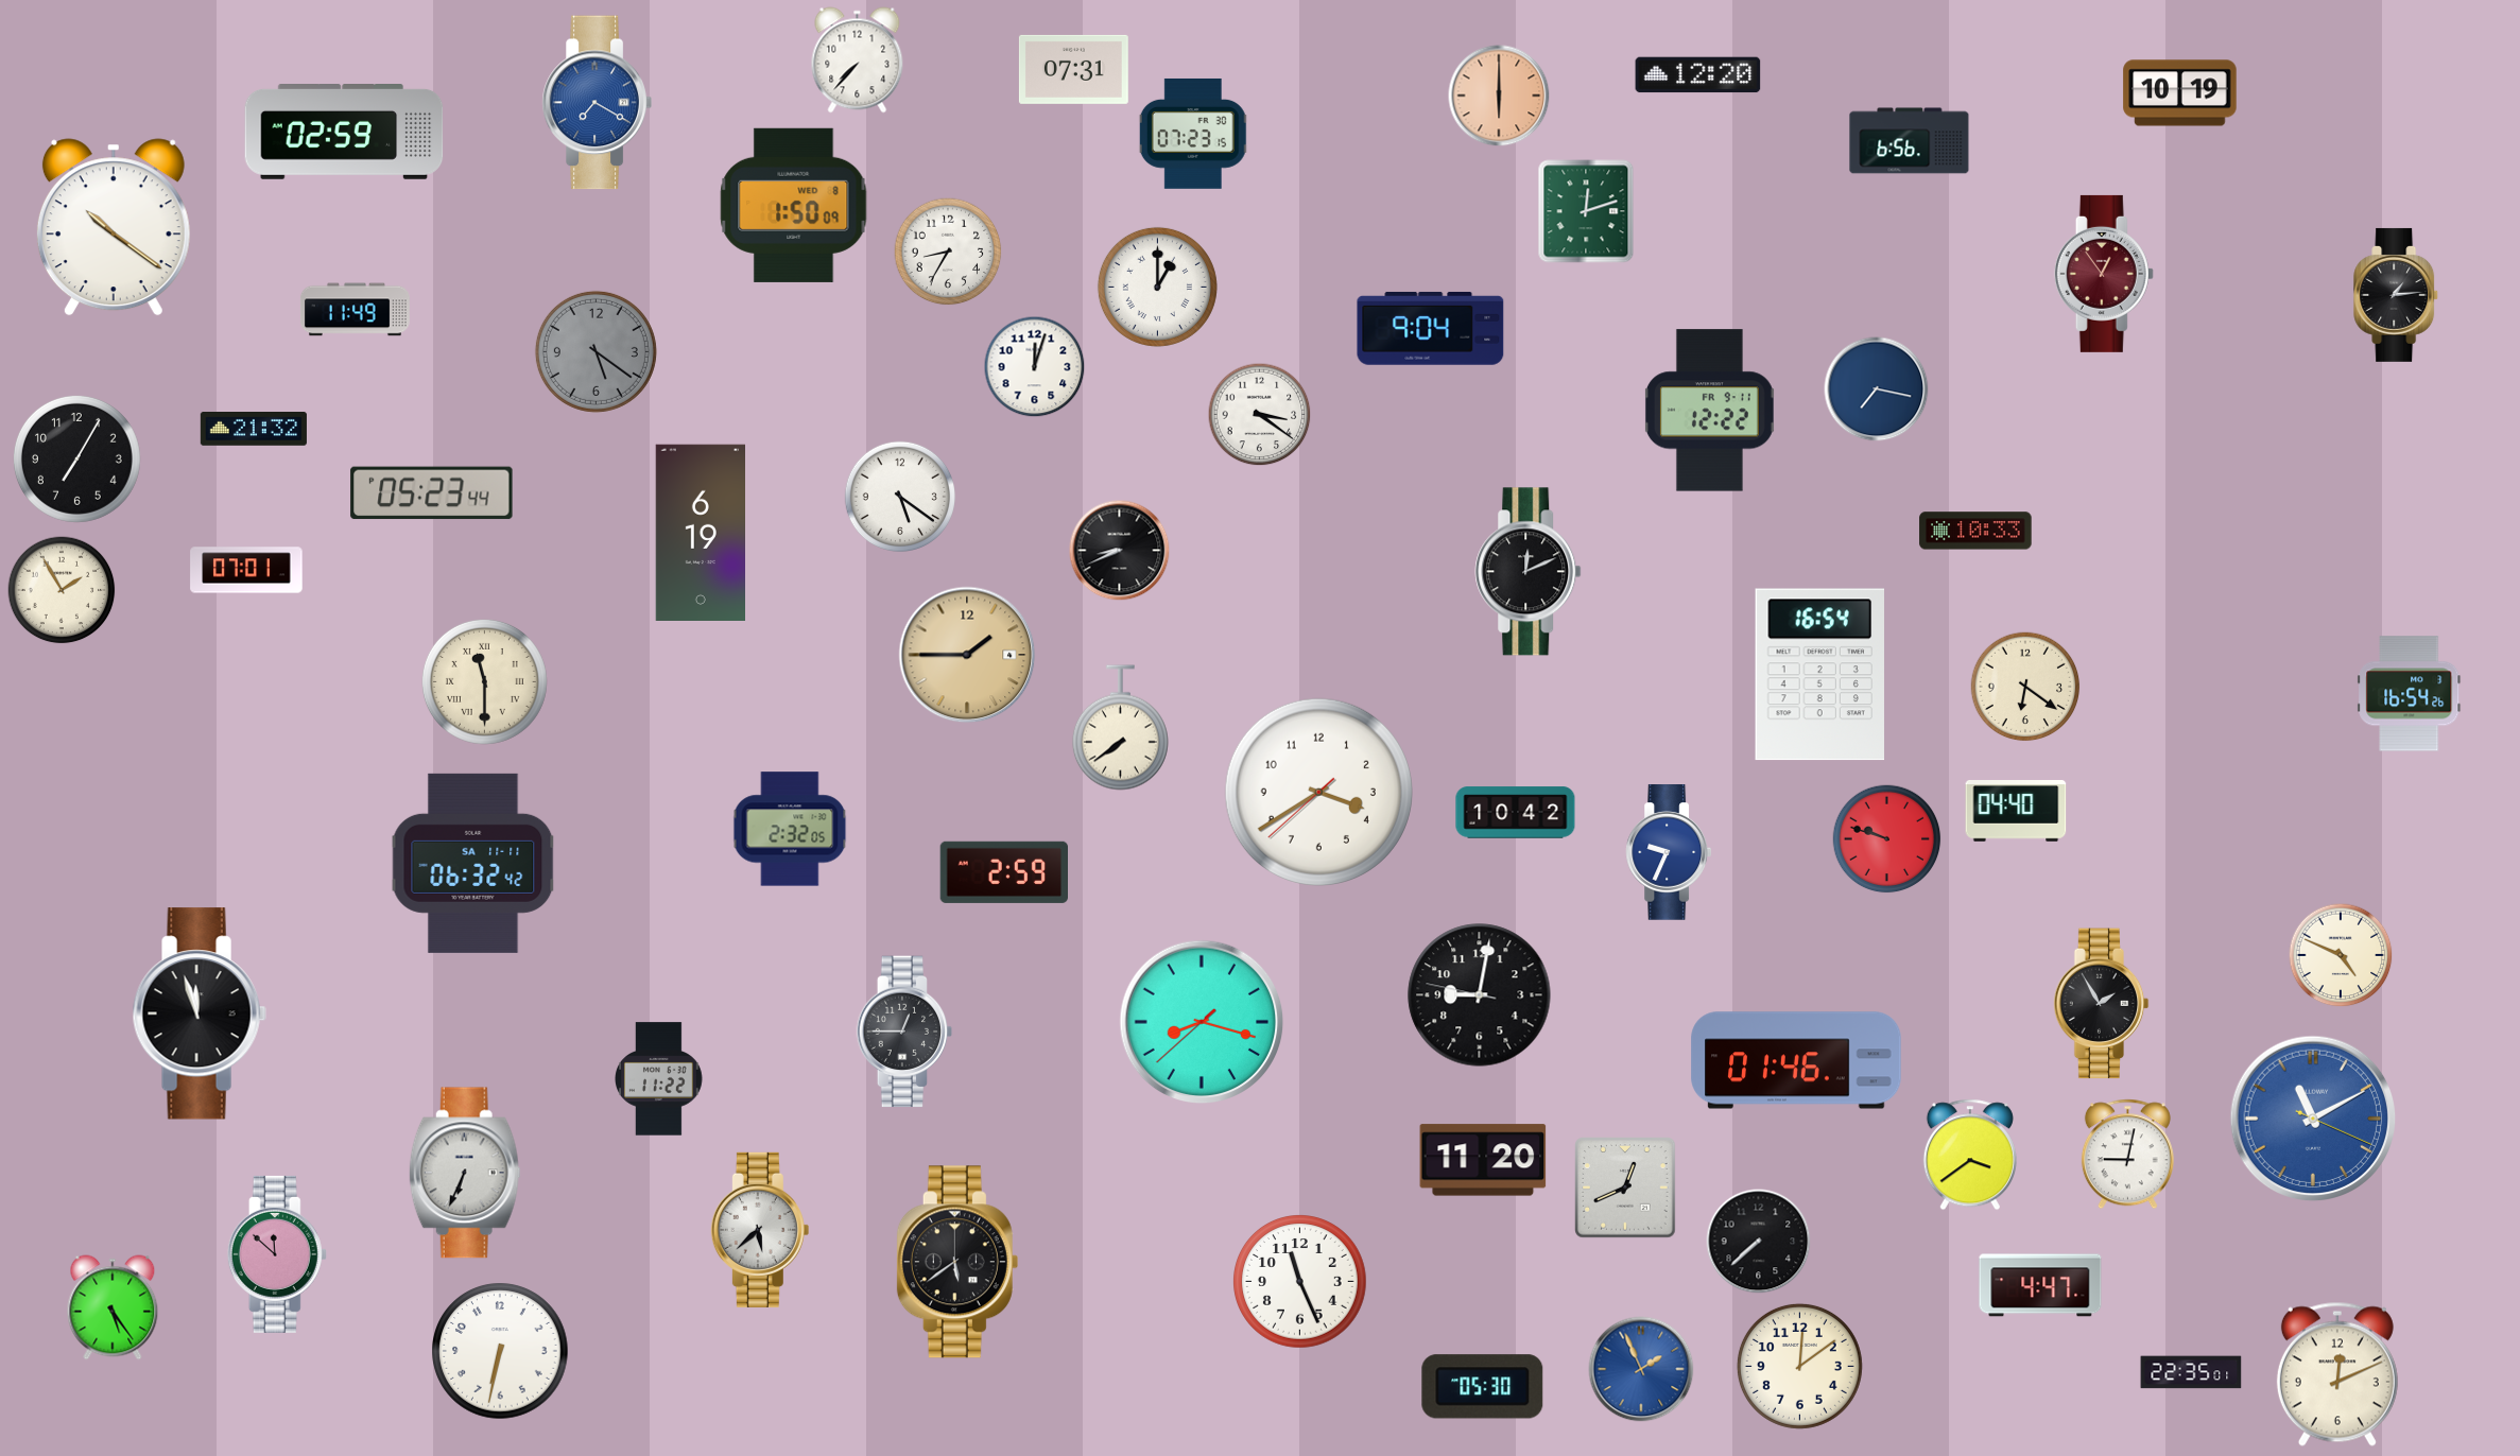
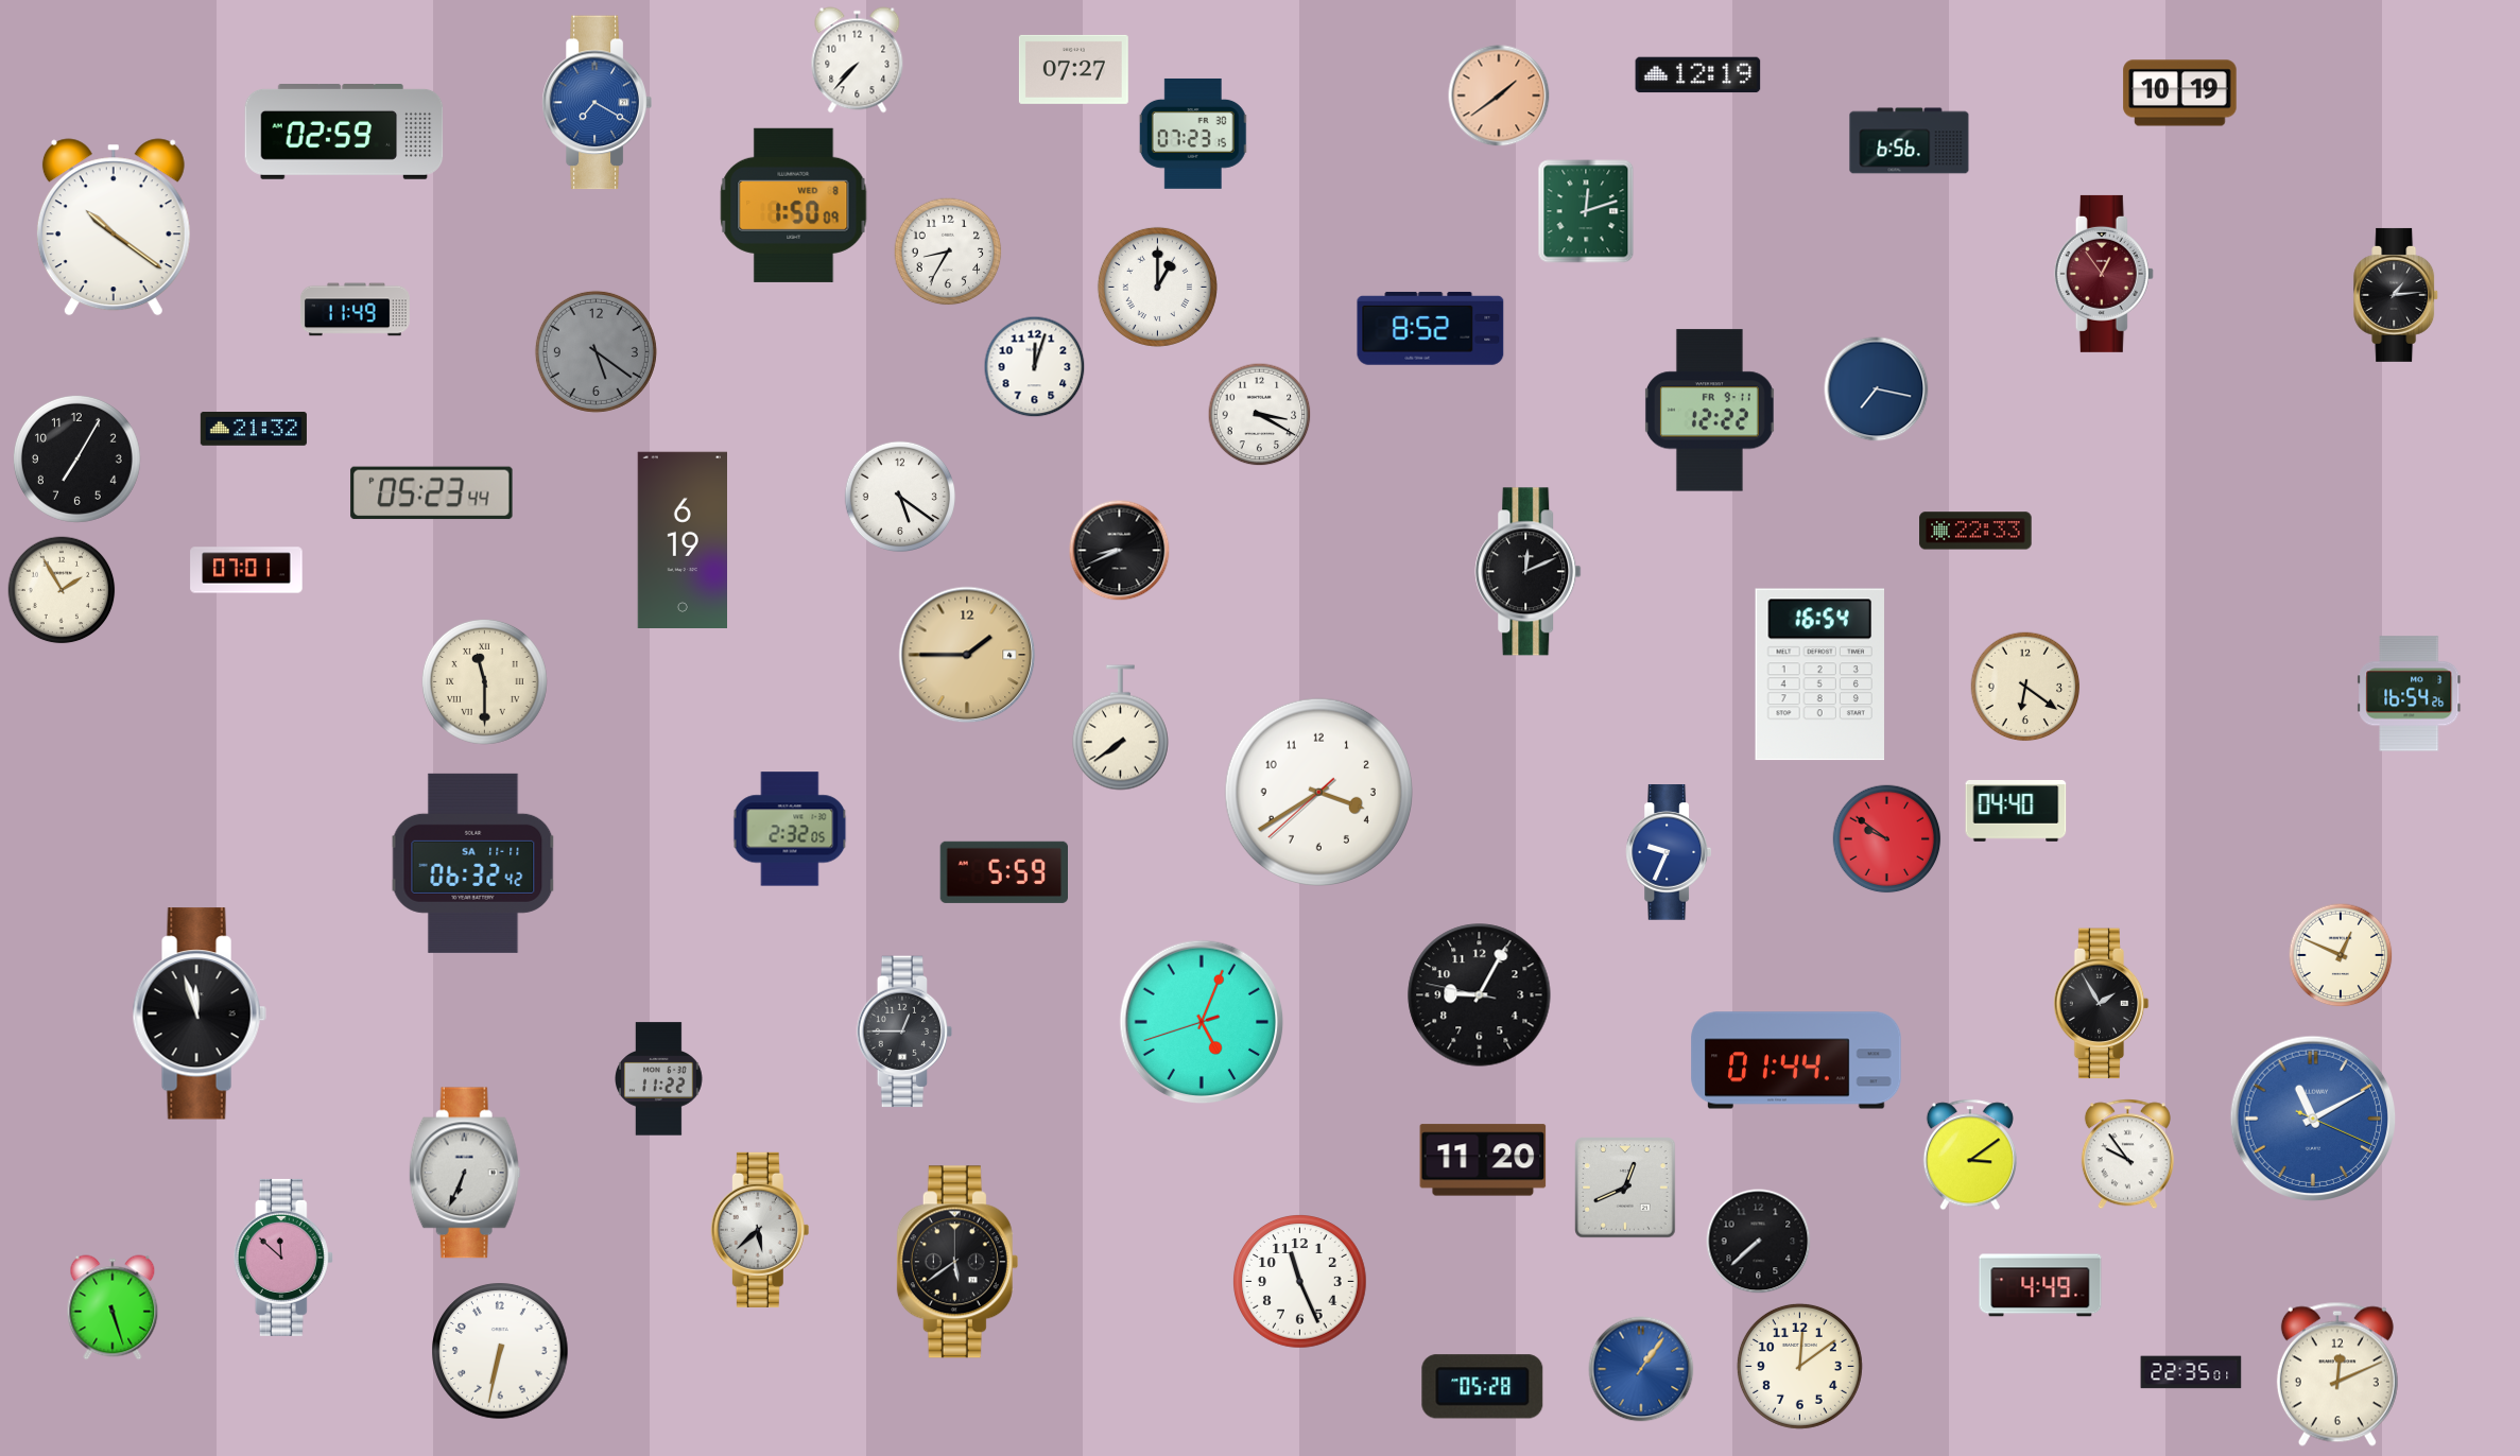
clock at (1073, 69): 07:31 -> 07:27
clock at (1698, 75): 12:20 -> 12:19
clock at (1499, 96): 6:00 -> 1:39
clock at (1431, 328): 9:04 -> 8:52
clock at (1260, 415): 3:21 -> 3:20
clock at (1975, 531): 10:33 -> 22:33
clock at (700, 532) position: (700, 532) -> (681, 539)
clock at (1516, 813): 10:42 -> none
clock at (1887, 839): 9:48 -> 9:51
clock at (1004, 872): 2:59 -> 5:59
clock at (2341, 955): 4:49 -> 12:49
clock at (1480, 995): 9:01 -> 9:04
clock at (1202, 1022): 8:17 -> 5:03
clock at (1796, 1060): 01:46 -> 01:44
clock at (1970, 1155): 3:39 -> 3:09
clock at (2127, 1155): 9:02 -> 9:54
clock at (277, 1254) position: (277, 1254) -> (283, 1258)
clock at (2040, 1285): 4:47 -> 4:49
clock at (113, 1307): 5:24 -> 5:27
clock at (1641, 1369): 1:56 -> 1:06
clock at (1483, 1387): 05:30 -> 05:28
